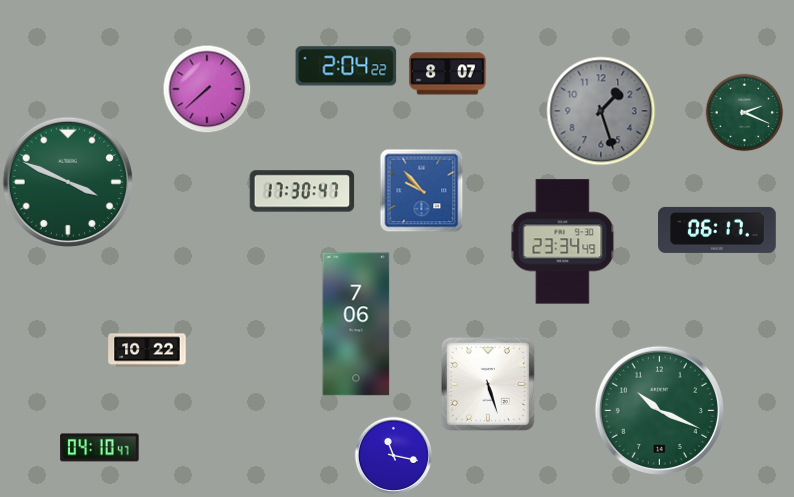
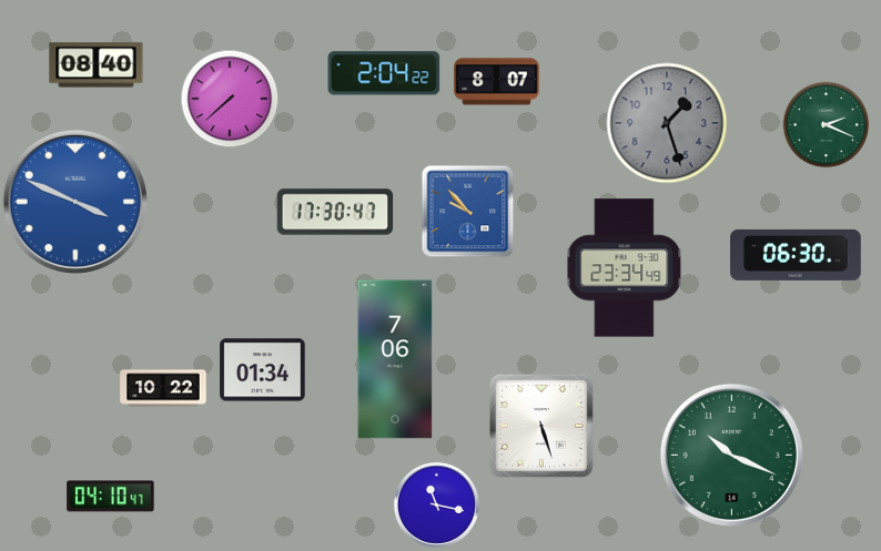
clock at (97, 65): none -> 08:40
clock at (68, 182) dial: green -> blue
clock at (717, 230): 06:17 -> 06:30
clock at (263, 370): none -> 01:34
